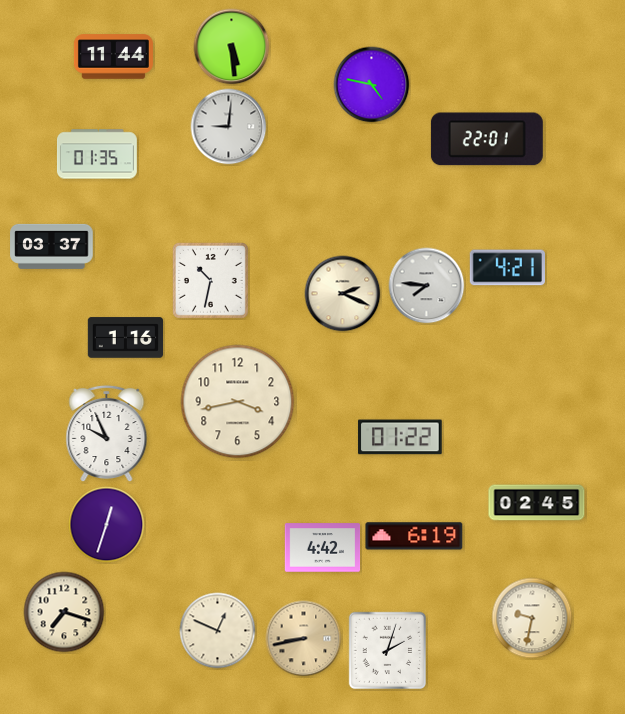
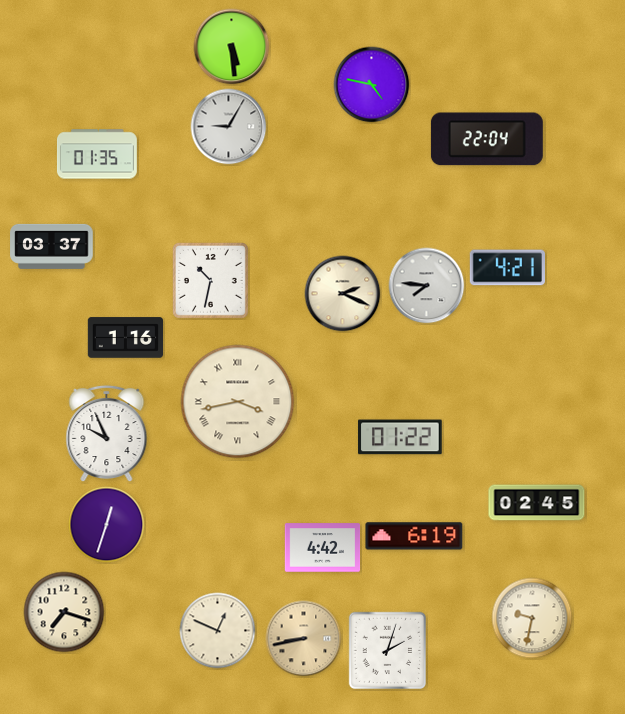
clock at (113, 57): 11:44 -> none
clock at (229, 127): 9:01 -> 9:05
clock at (487, 139): 22:01 -> 22:04
clock at (238, 402) numerals: Arabic -> Roman
